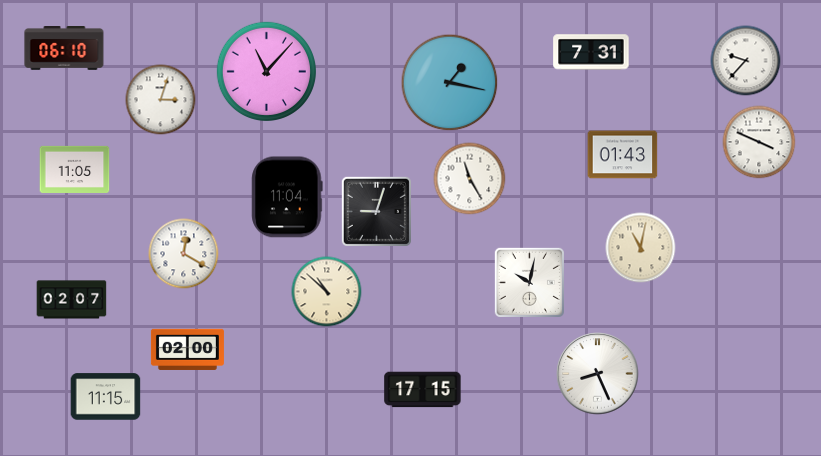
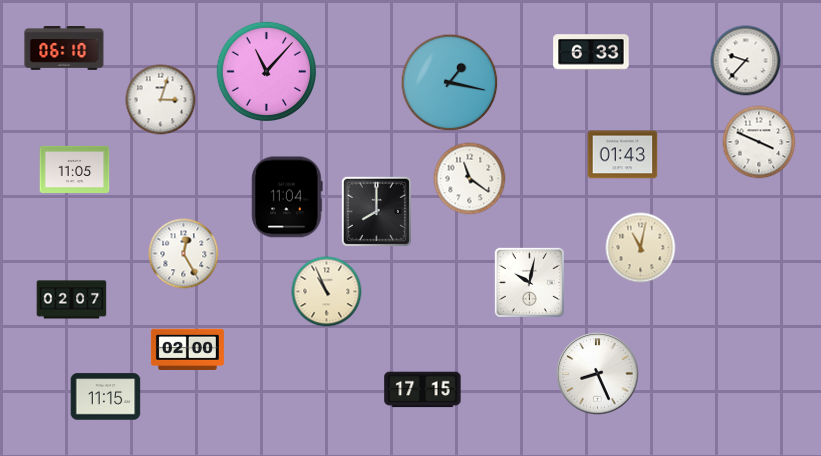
clock at (591, 52): 7:31 -> 6:33
clock at (470, 179): 11:25 -> 11:21
clock at (376, 211): 9:03 -> 8:00
clock at (184, 254): 12:20 -> 12:25
clock at (327, 292): 10:52 -> 10:56
